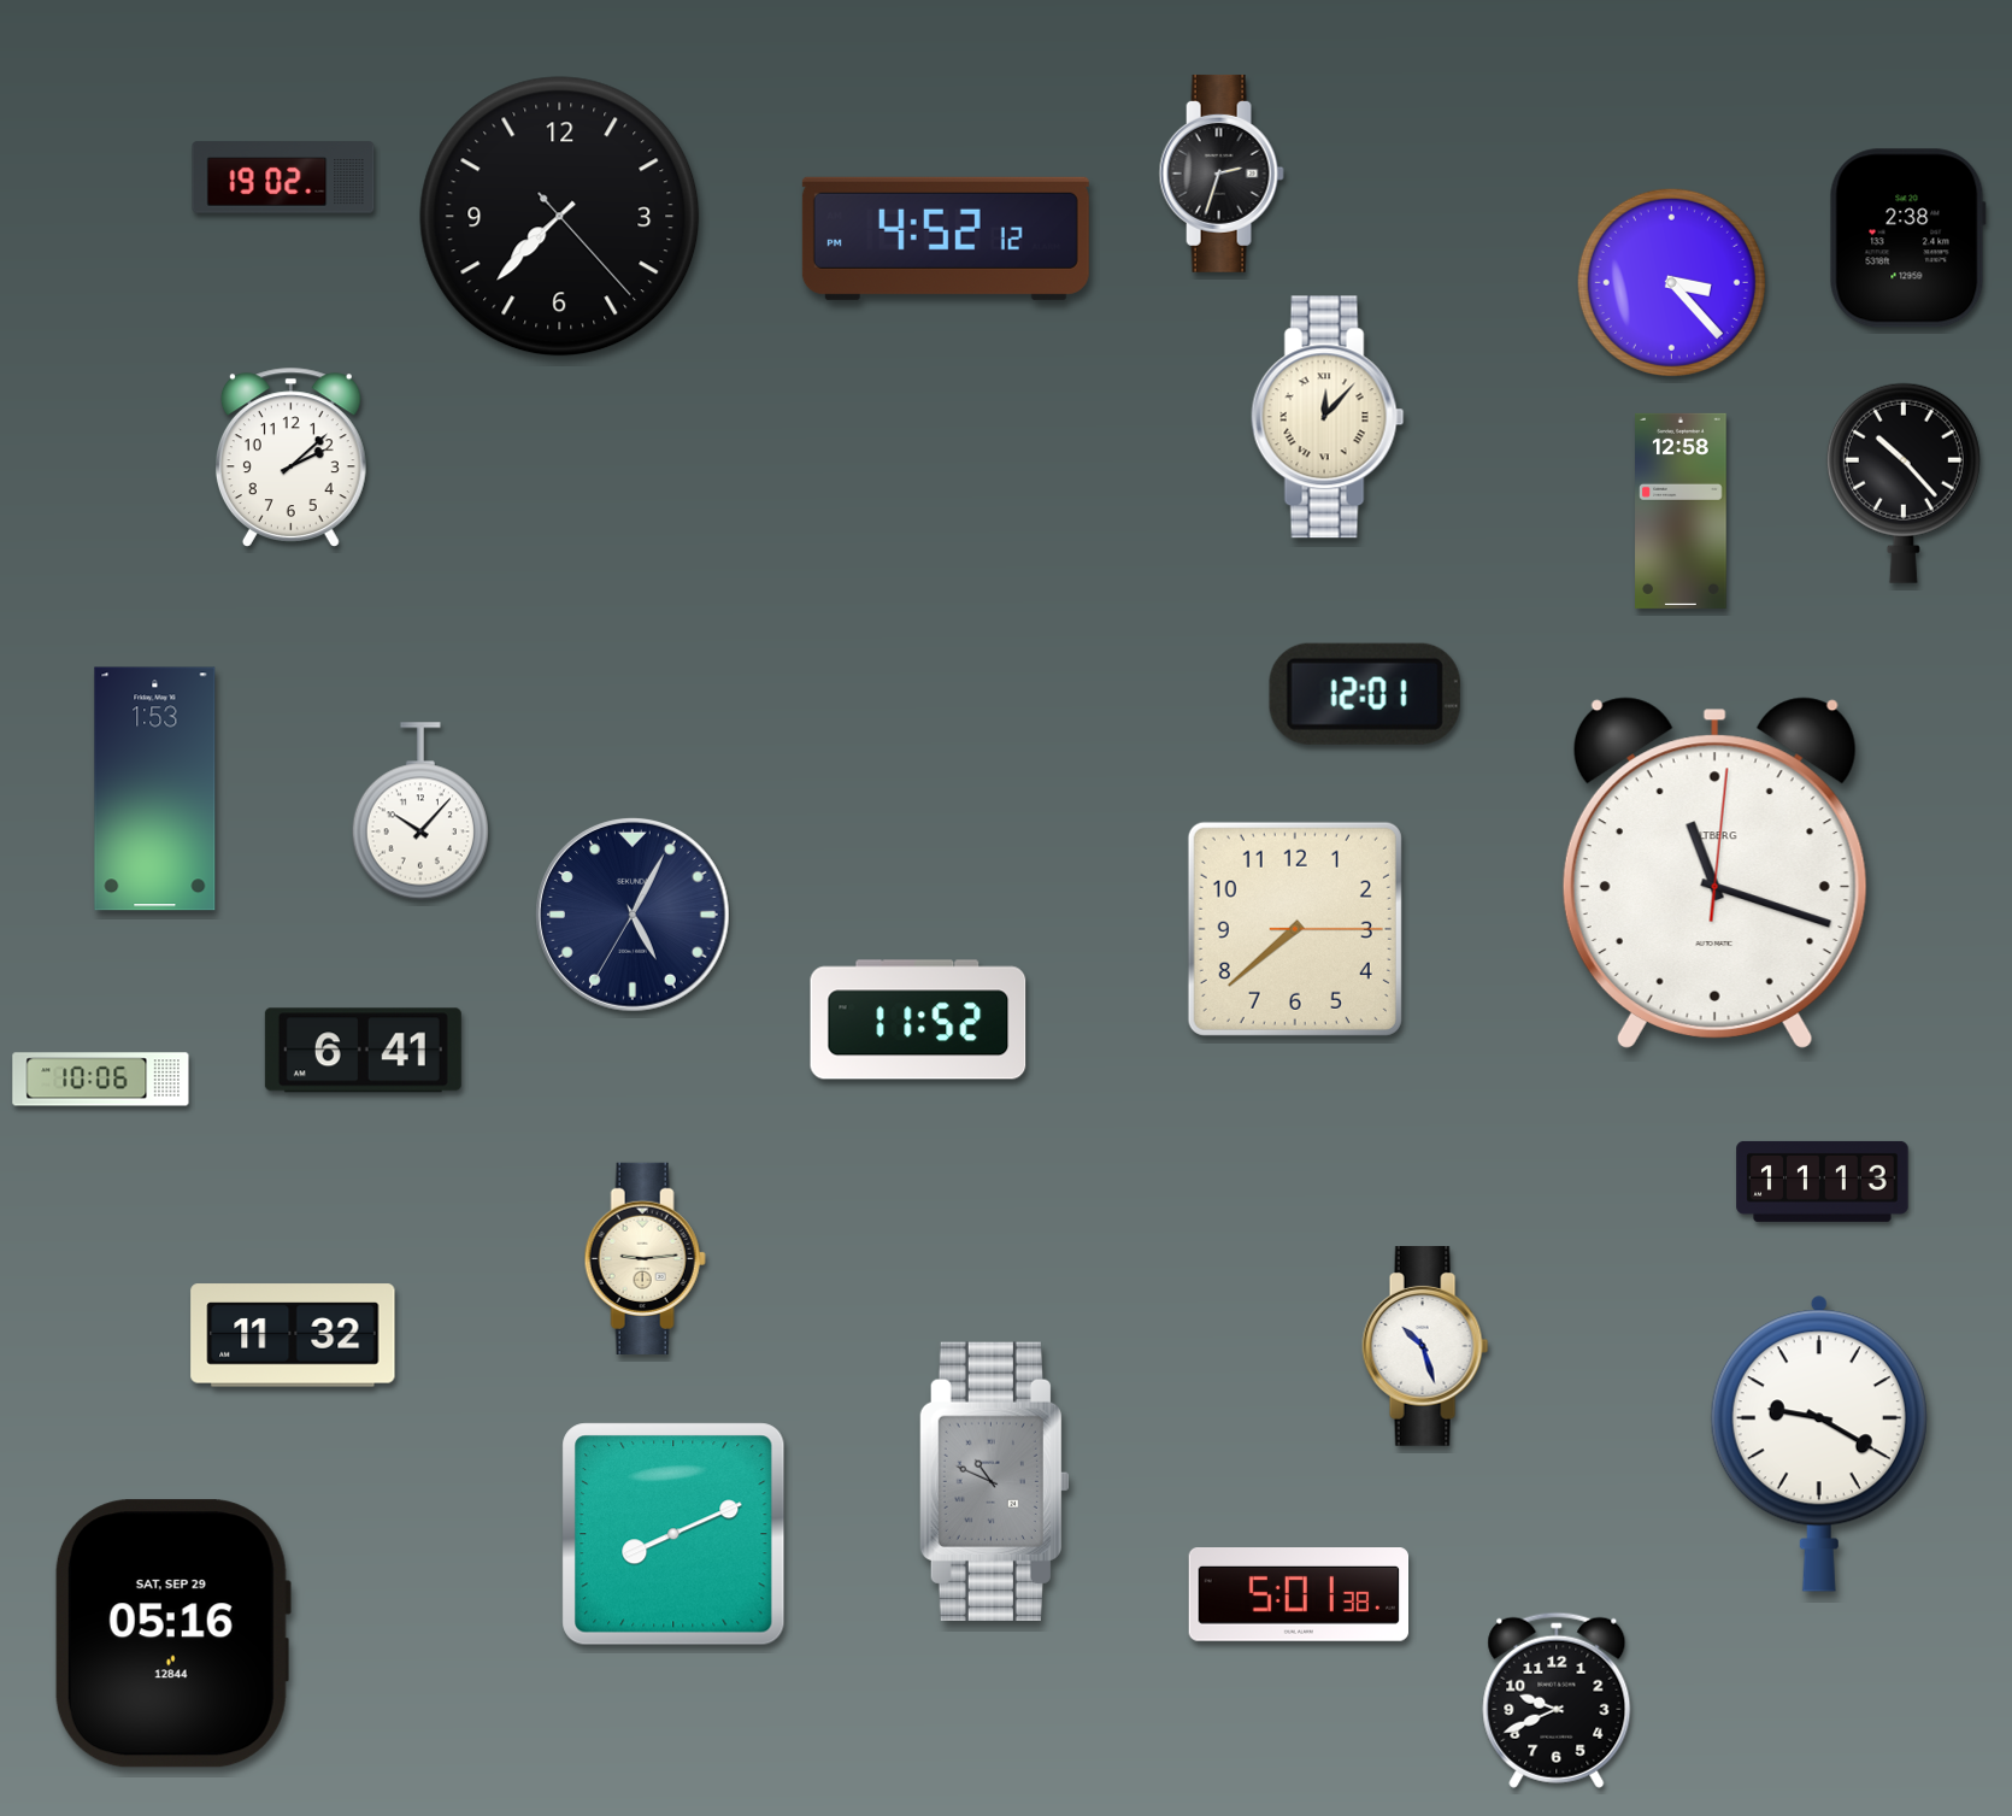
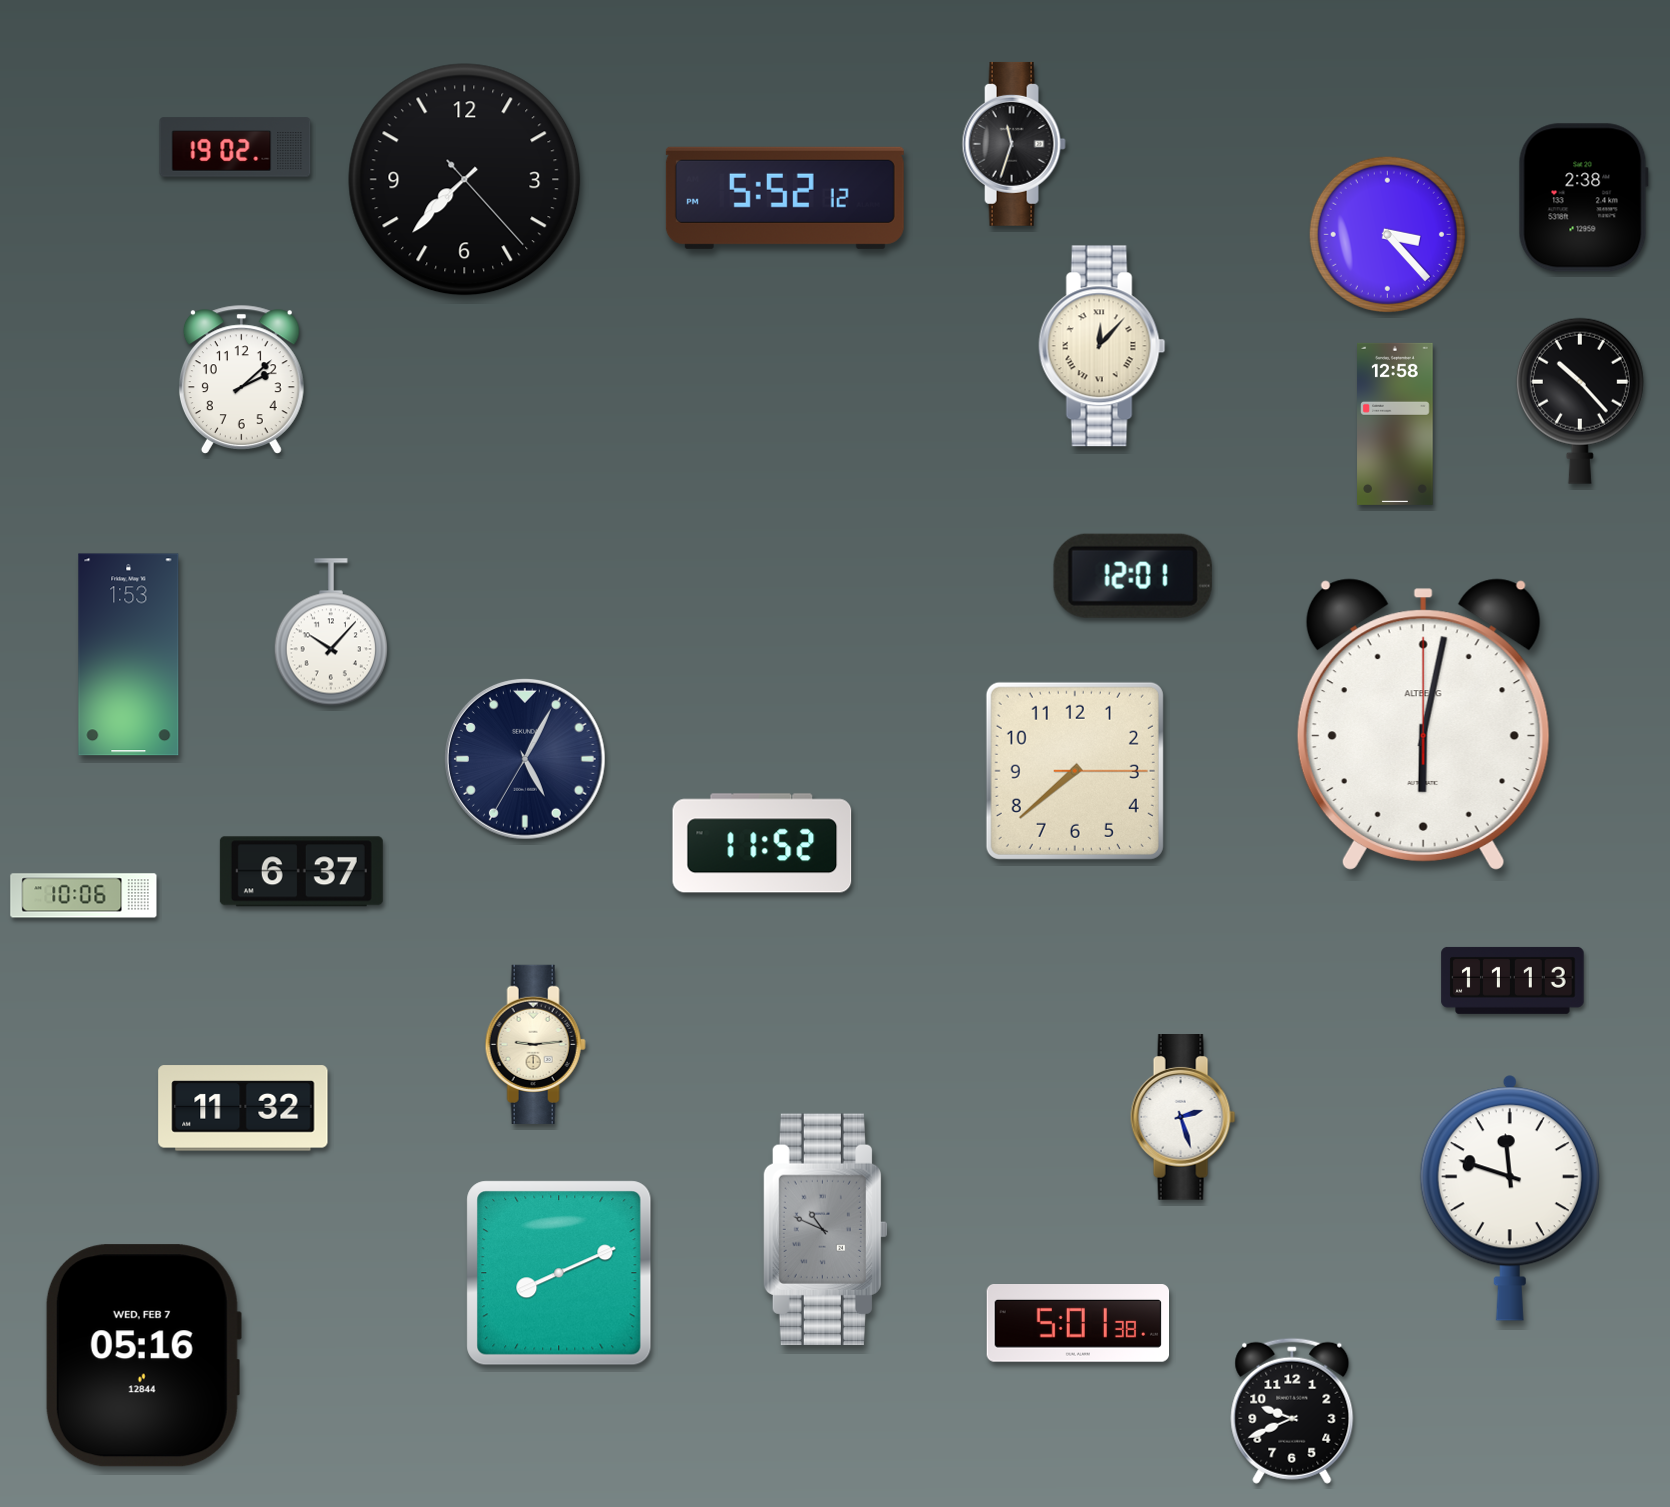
clock at (1222, 174): 2:33 -> 11:33
clock at (946, 239): 4:52 -> 5:52
clock at (420, 811) position: (420, 811) -> (331, 632)
clock at (1714, 872): 11:18 -> 6:02
clock at (918, 1019) position: (918, 1019) -> (762, 843)
clock at (363, 1051): 6:41 -> 6:37
clock at (1425, 1347): 10:27 -> 2:27
clock at (1819, 1444): 9:20 -> 11:48
clock at (172, 1634) date: SAT, SEP 29 -> WED, FEB 7
